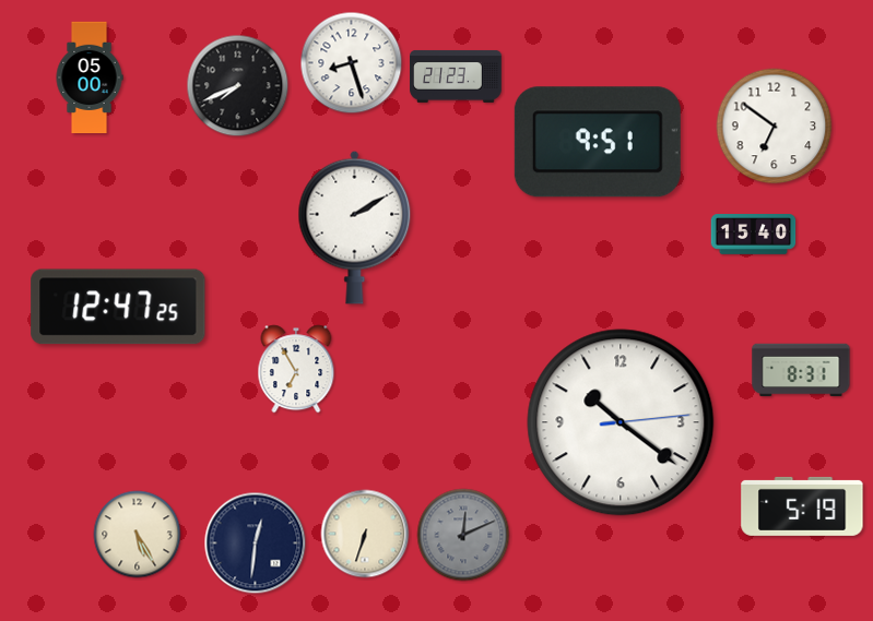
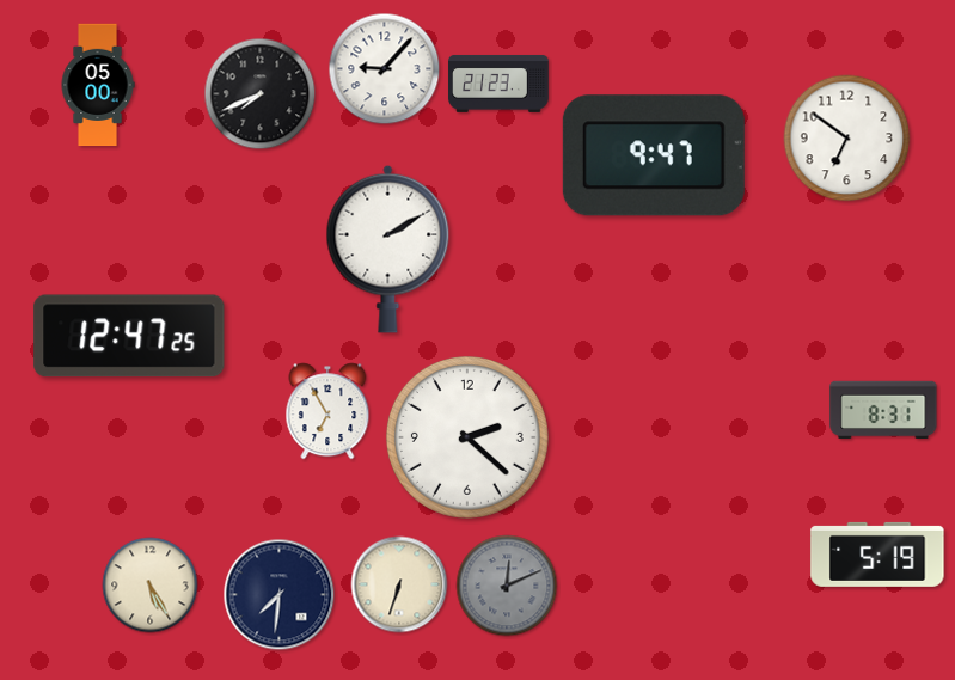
clock at (352, 63): 8:27 -> 9:07
clock at (598, 142): 9:51 -> 9:47
clock at (754, 235): 15:40 -> none
clock at (296, 369) position: (296, 369) -> (327, 411)
clock at (801, 370) position: (801, 370) -> (883, 410)
clock at (467, 437): none -> 2:22
clock at (621, 422): 10:21 -> none
clock at (256, 544): 12:31 -> 7:31
